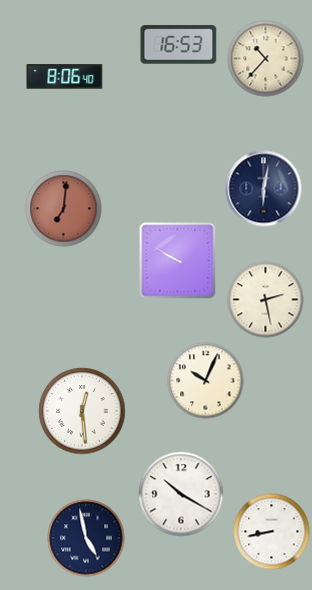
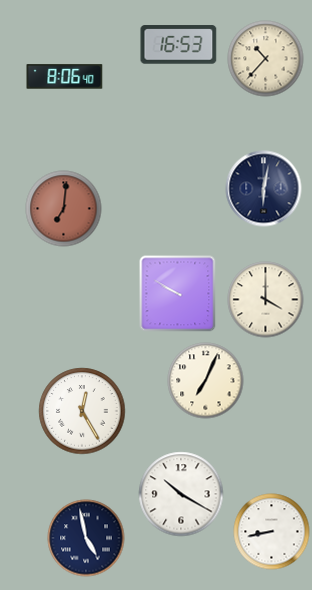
clock at (178, 261) position: (178, 261) -> (178, 294)
clock at (266, 300): 2:28 -> 4:00
clock at (206, 381): 10:04 -> 7:04
clock at (82, 411): 12:29 -> 12:25
